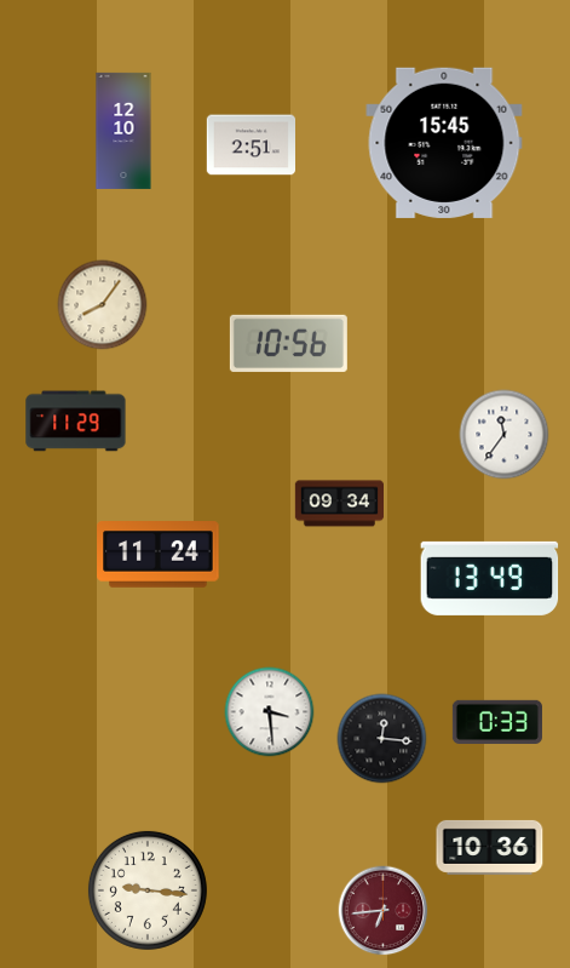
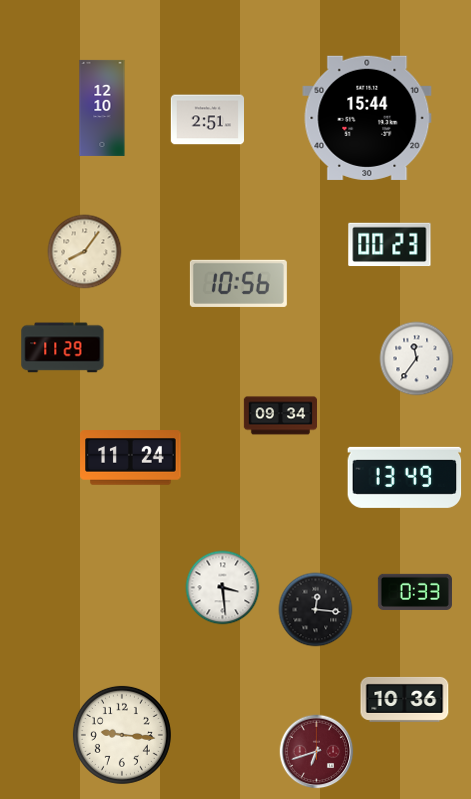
clock at (444, 143): 15:45 -> 15:44
clock at (390, 245): none -> 00:23
clock at (497, 722) position: (497, 722) -> (415, 592)
clock at (384, 911): 6:44 -> 6:42
